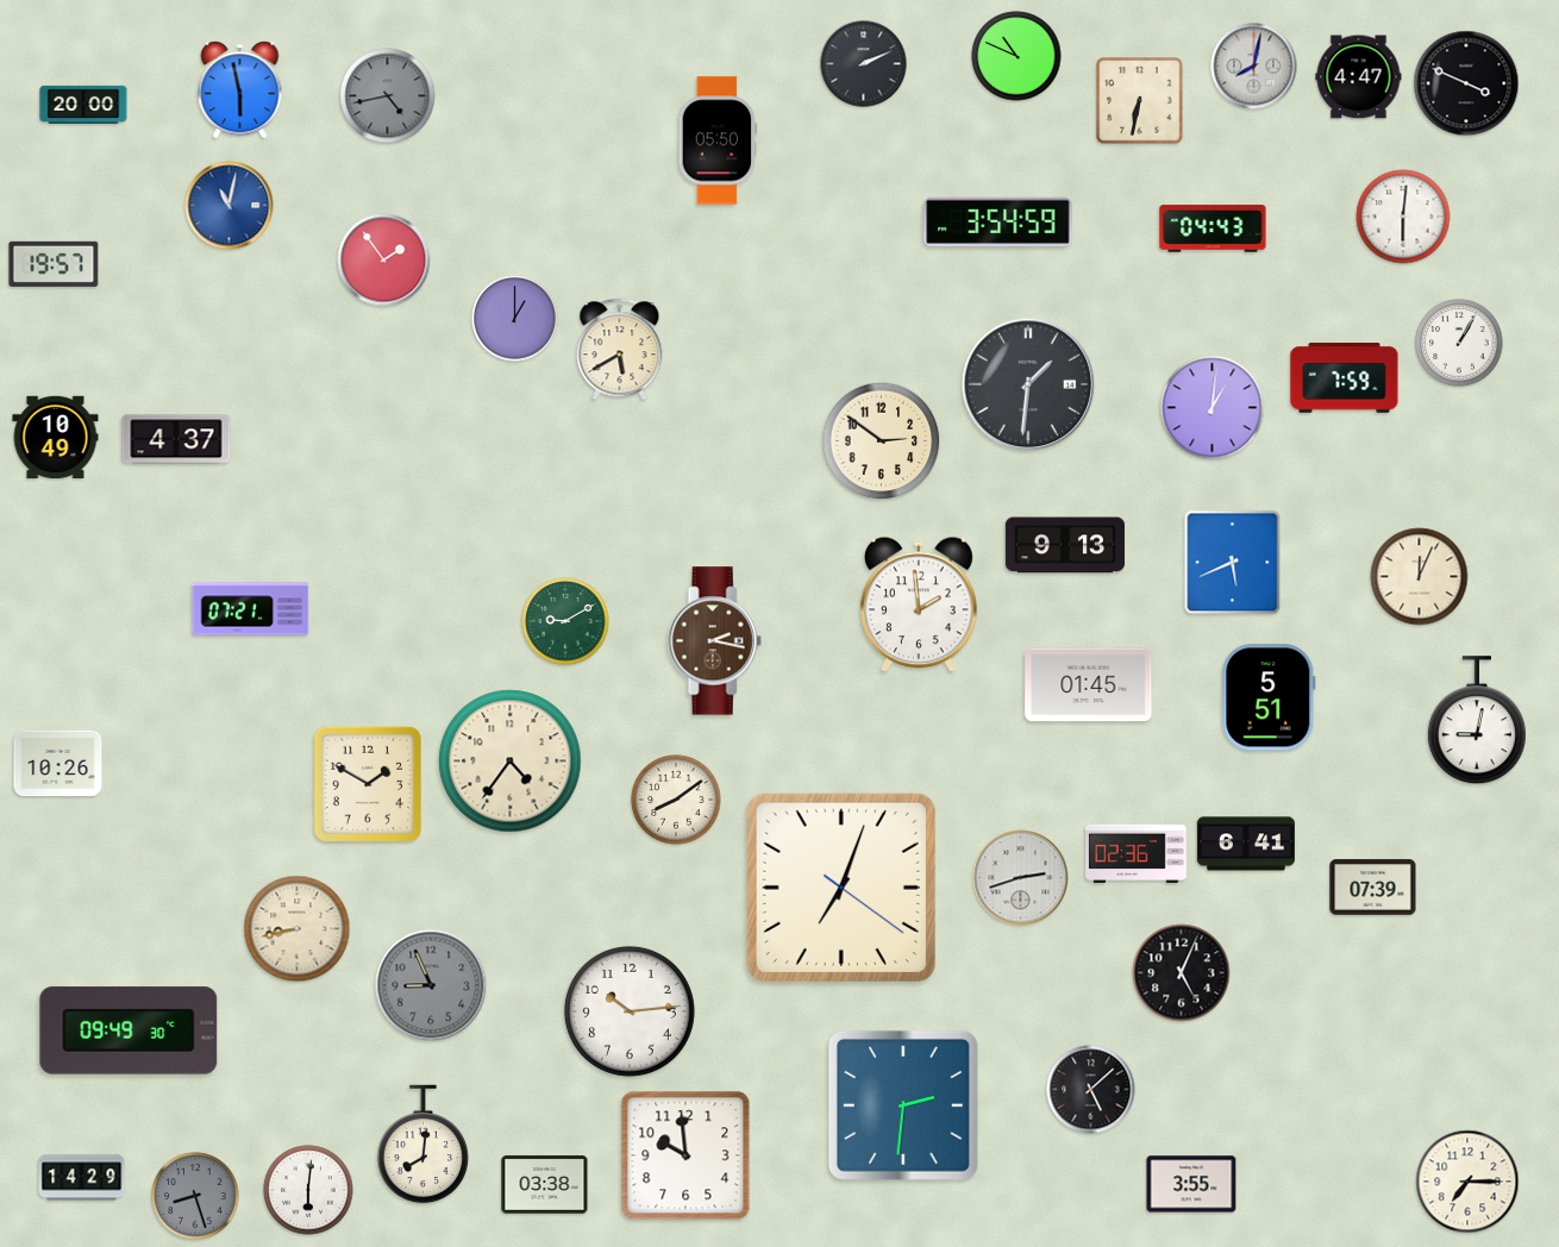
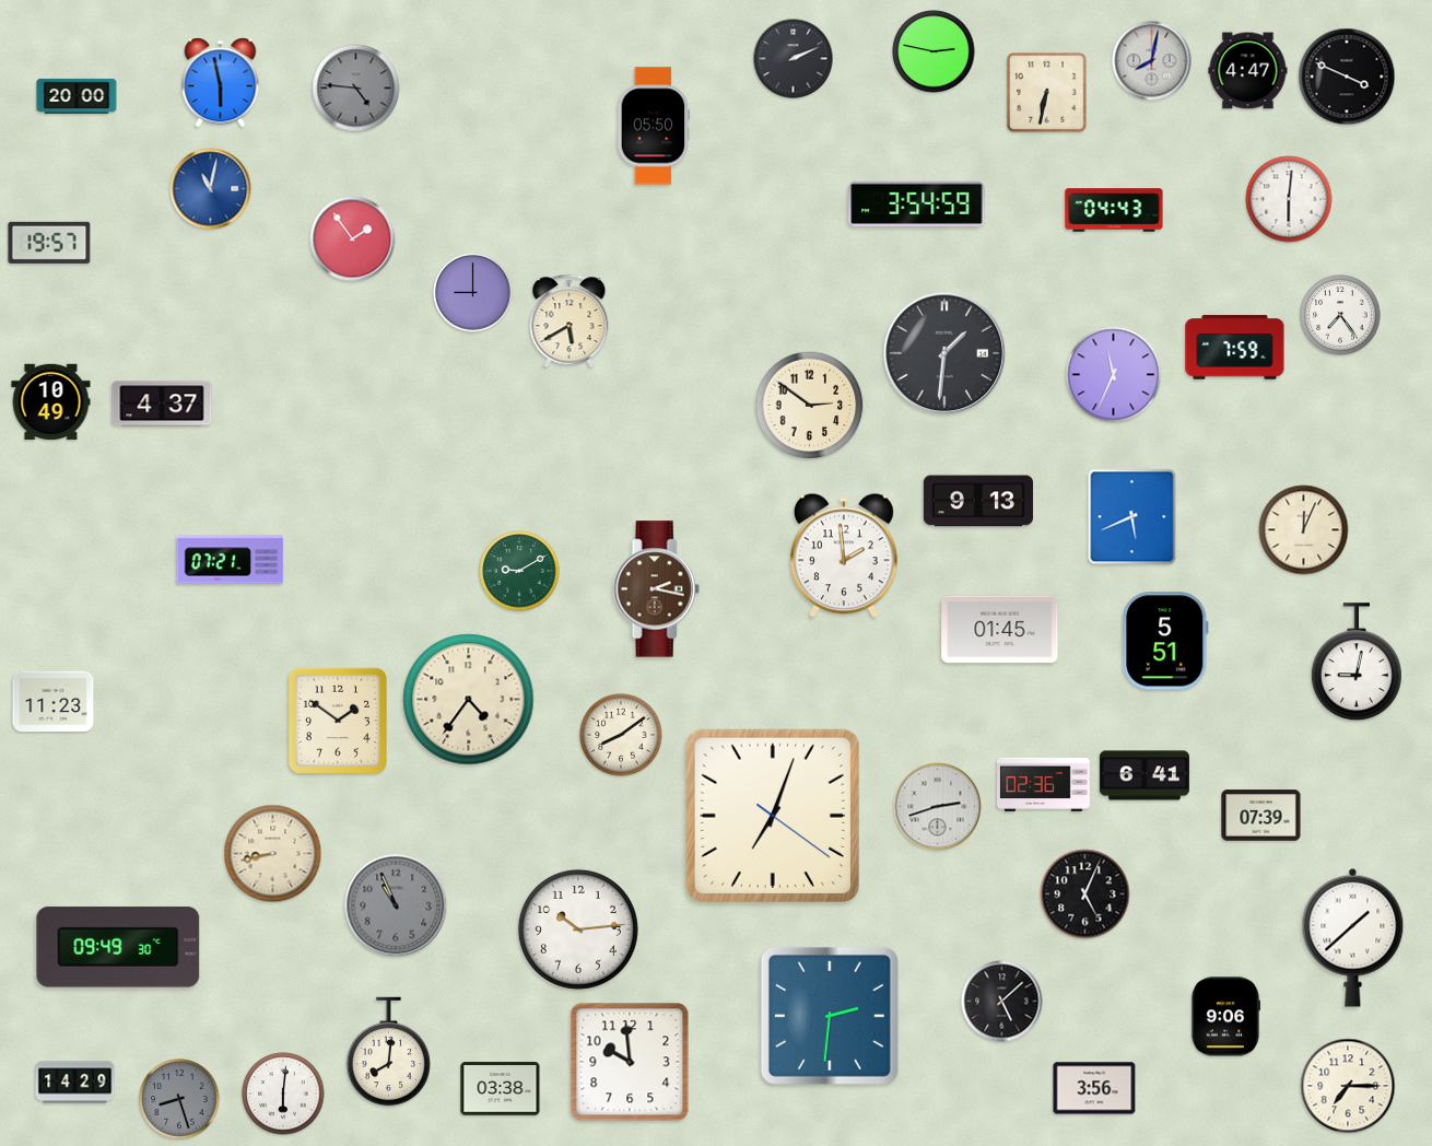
clock at (1016, 56): 10:49 -> 2:47
clock at (388, 96): 4:43 -> 4:46
clock at (718, 140) position: (718, 140) -> (654, 126)
clock at (515, 319): 1:00 -> 9:00
clock at (1459, 343): 1:05 -> 7:24
clock at (1213, 408): 1:01 -> 11:34
clock at (58, 764): 10:26 -> 11:23
clock at (368, 784): 1:50 -> 1:51
clock at (431, 985): 8:56 -> 10:56
clock at (1353, 937): none -> 1:38
clock at (1224, 1017): none -> 9:06
clock at (1191, 1184): 3:55 -> 3:56
